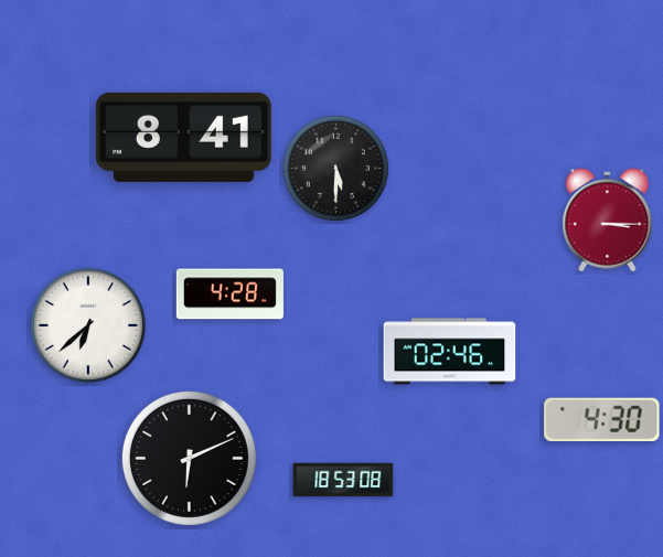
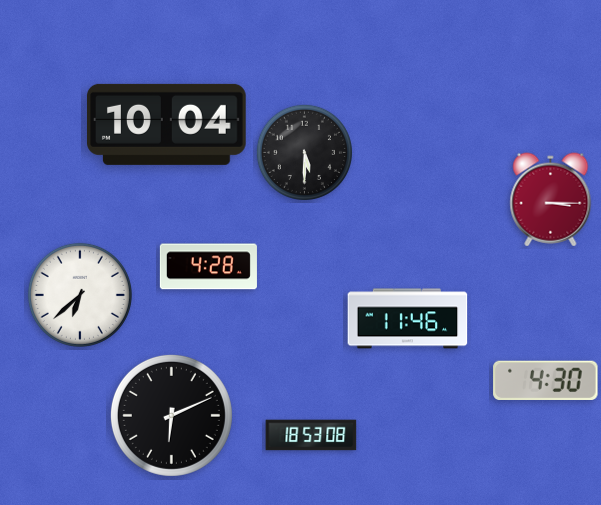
clock at (184, 137): 8:41 -> 10:04
clock at (450, 352): 02:46 -> 11:46
